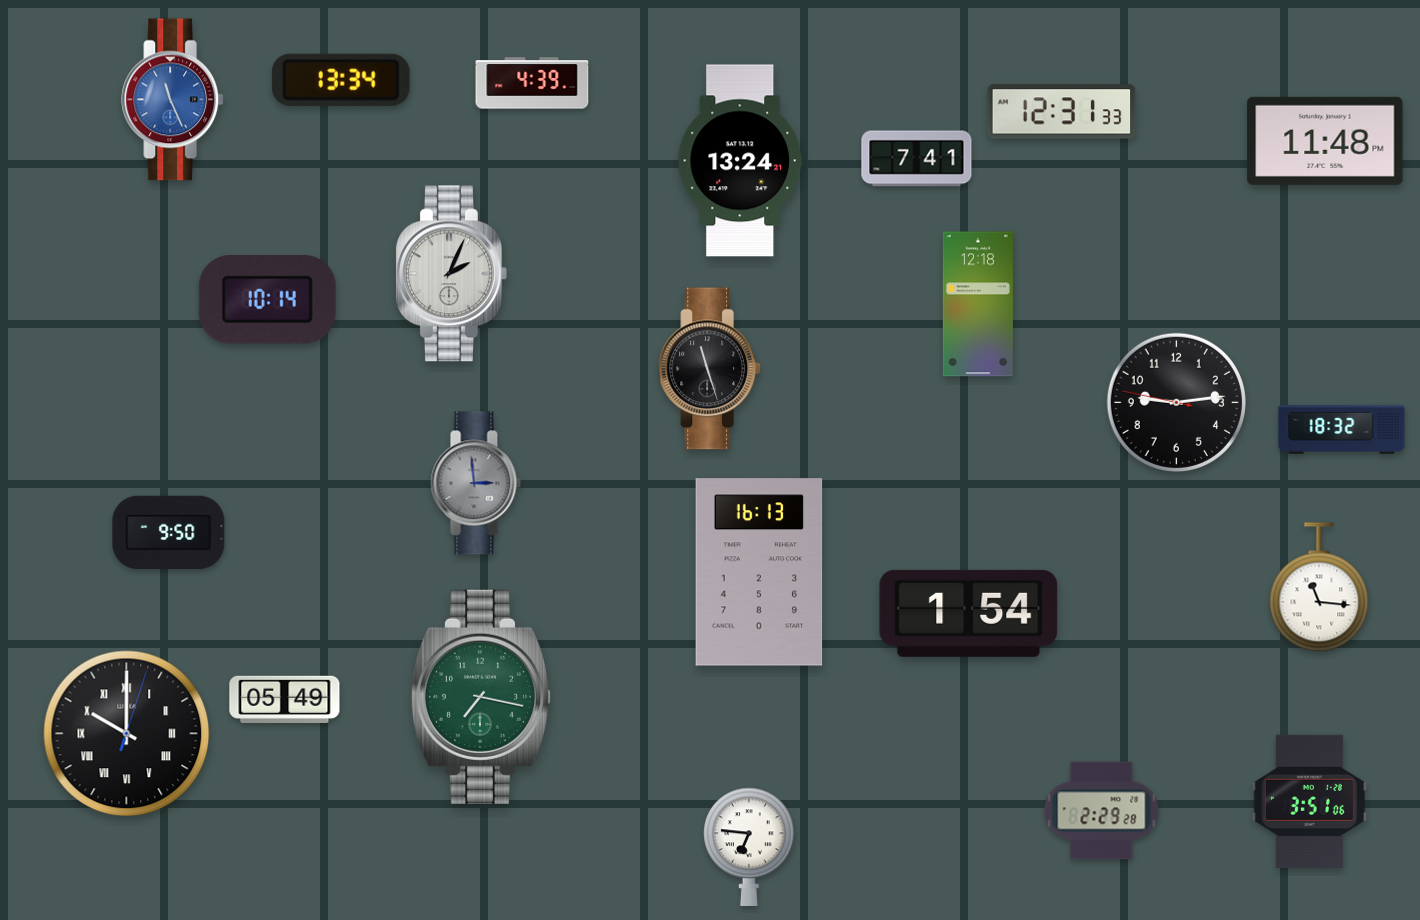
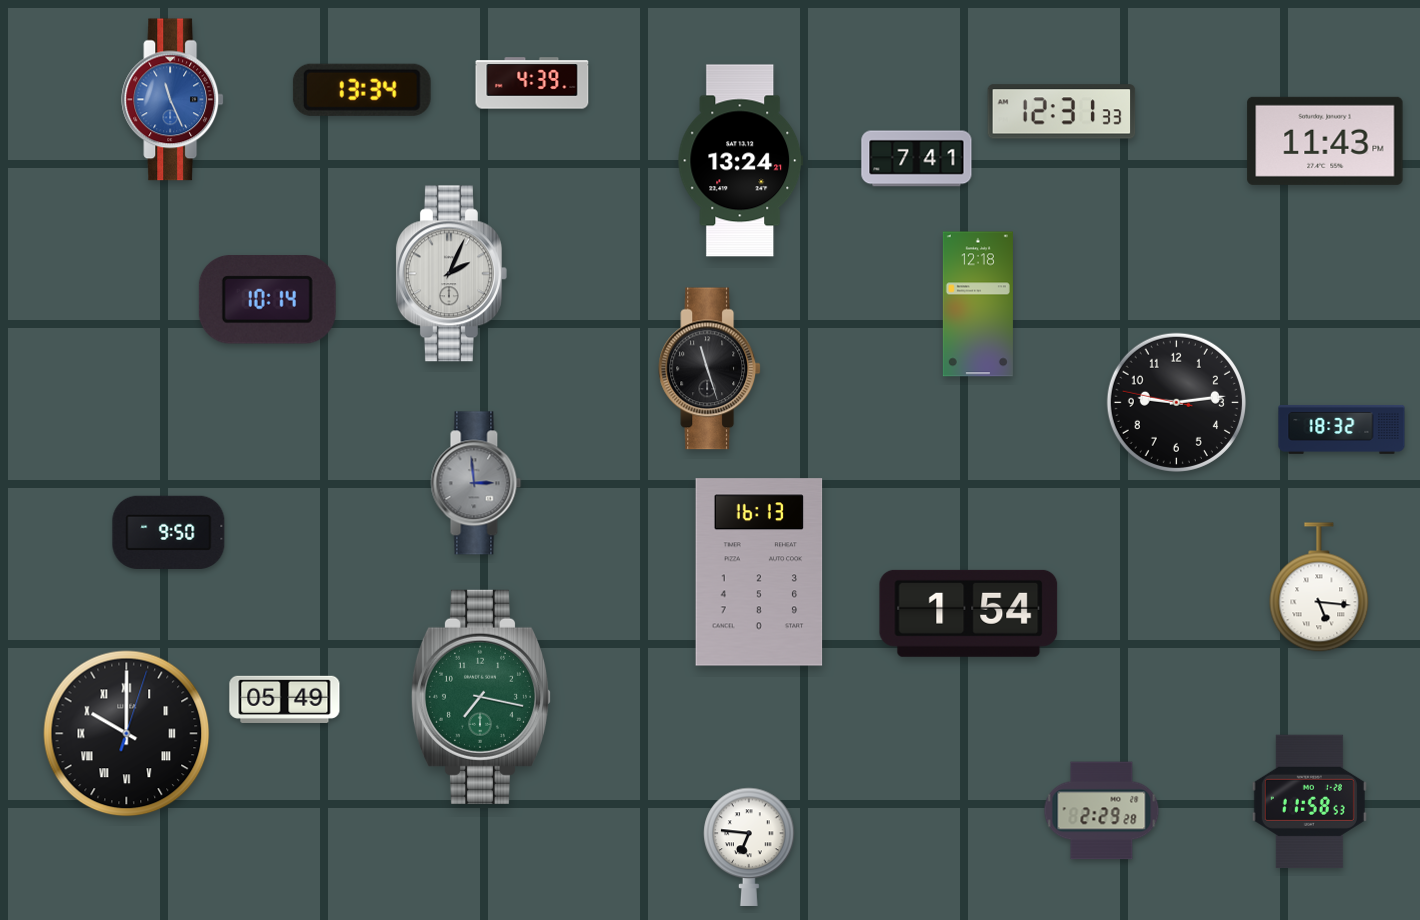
clock at (341, 80) position: (341, 80) -> (362, 90)
clock at (1325, 141): 11:48 -> 11:43
clock at (1319, 587): 11:16 -> 5:16
clock at (1309, 801): 3:51 -> 11:58
